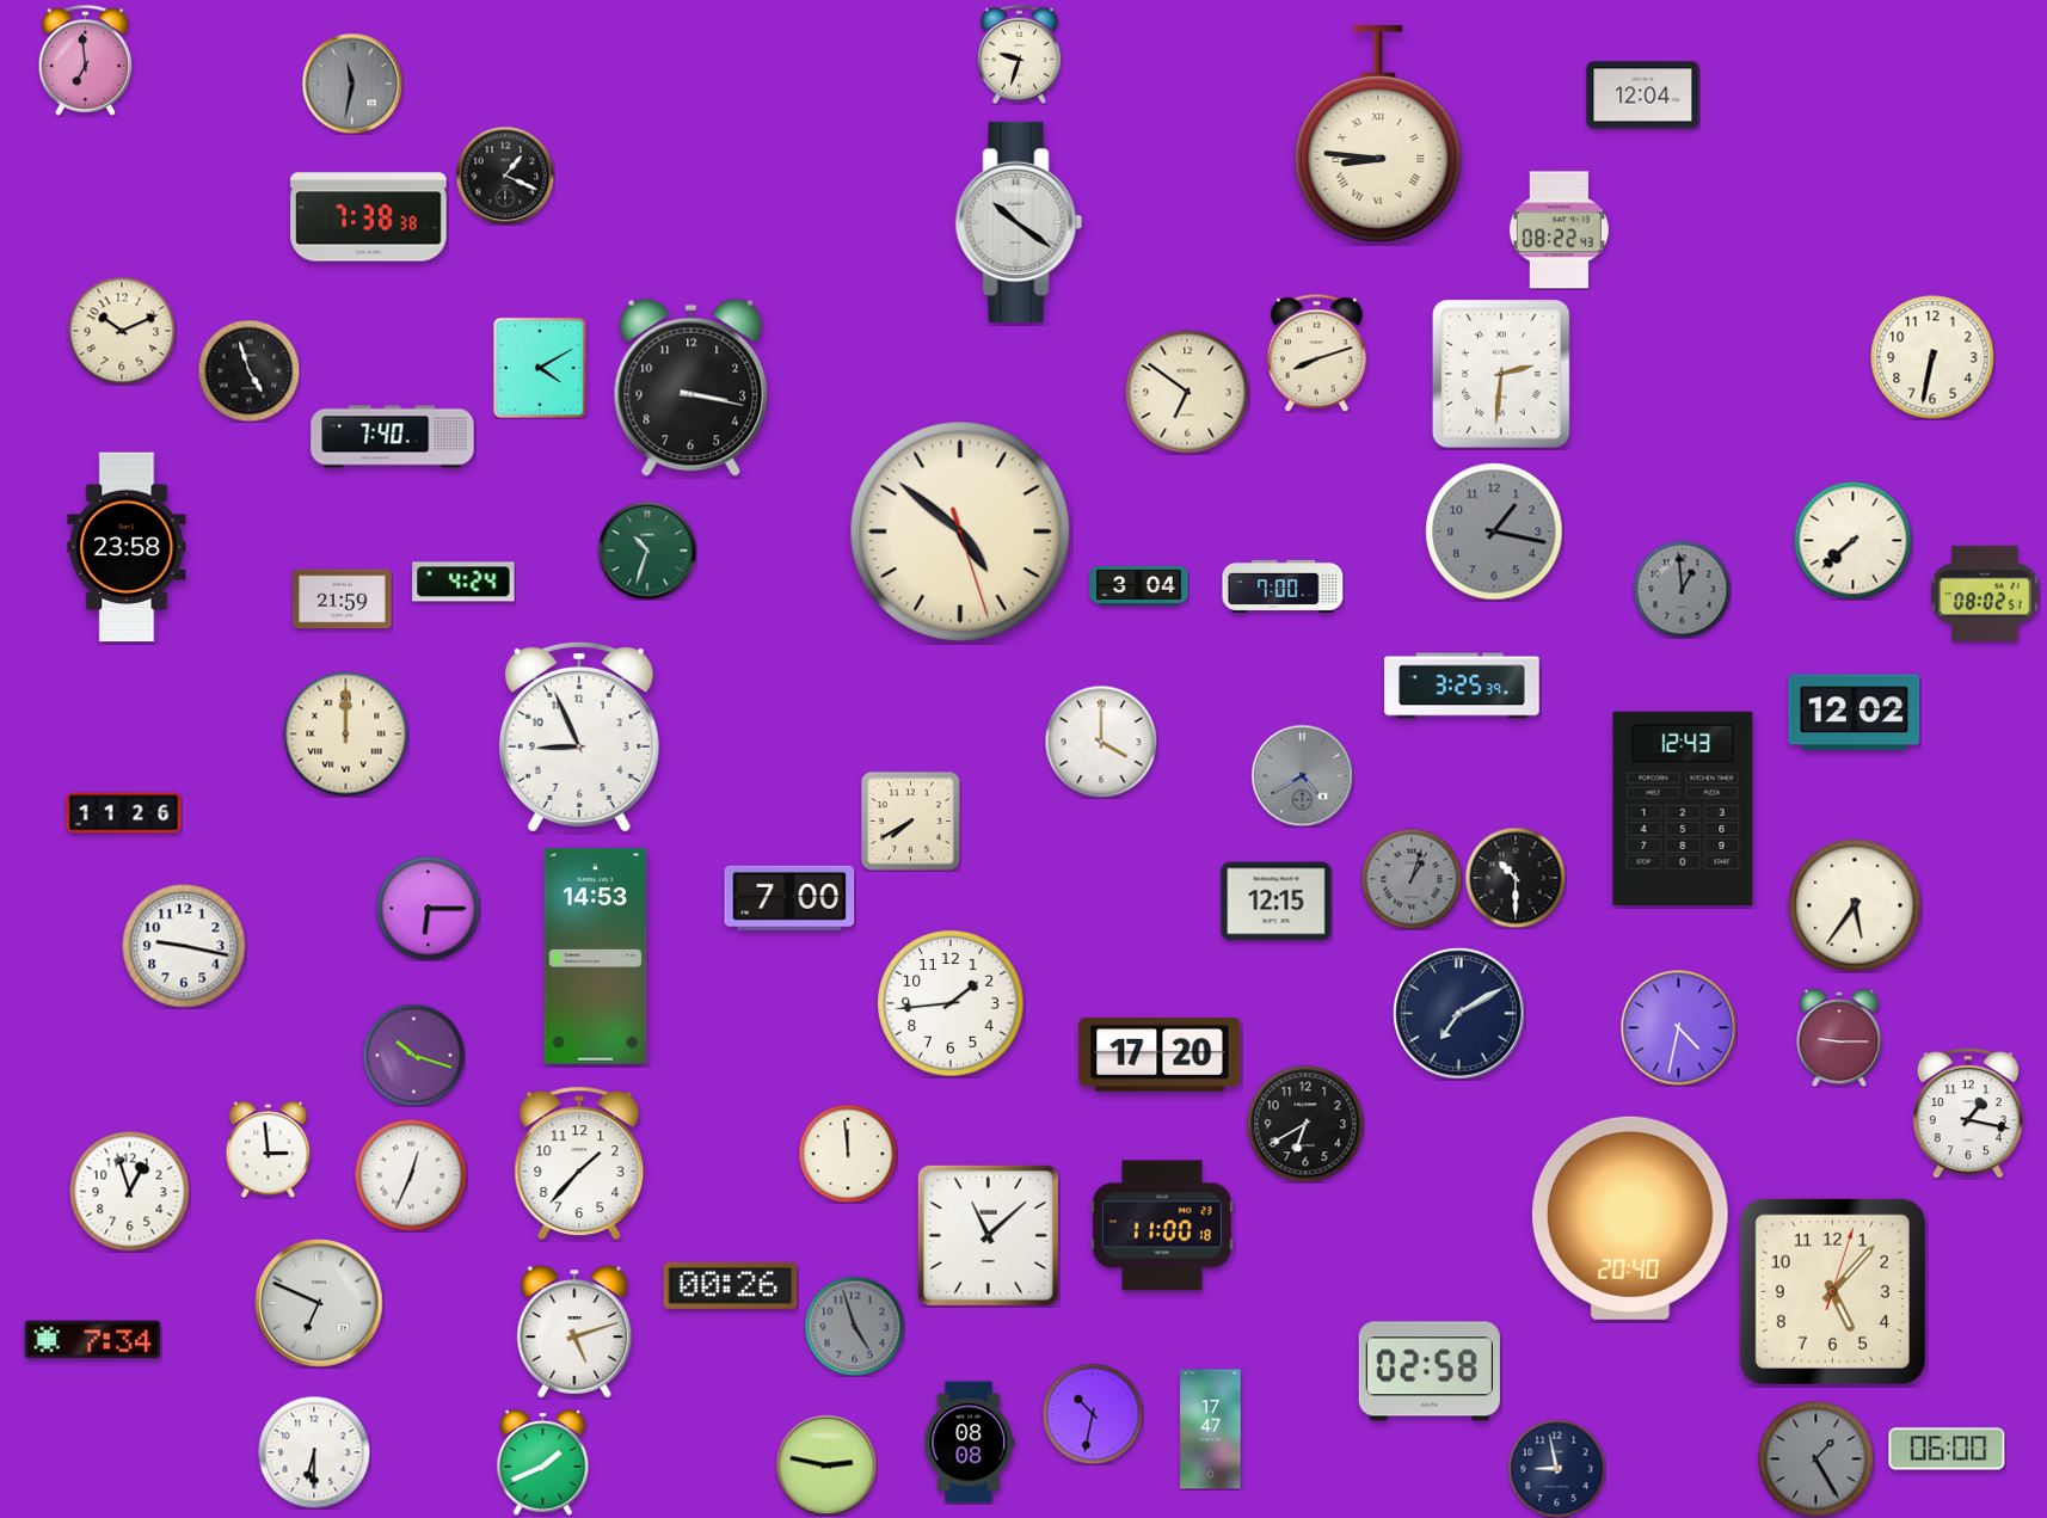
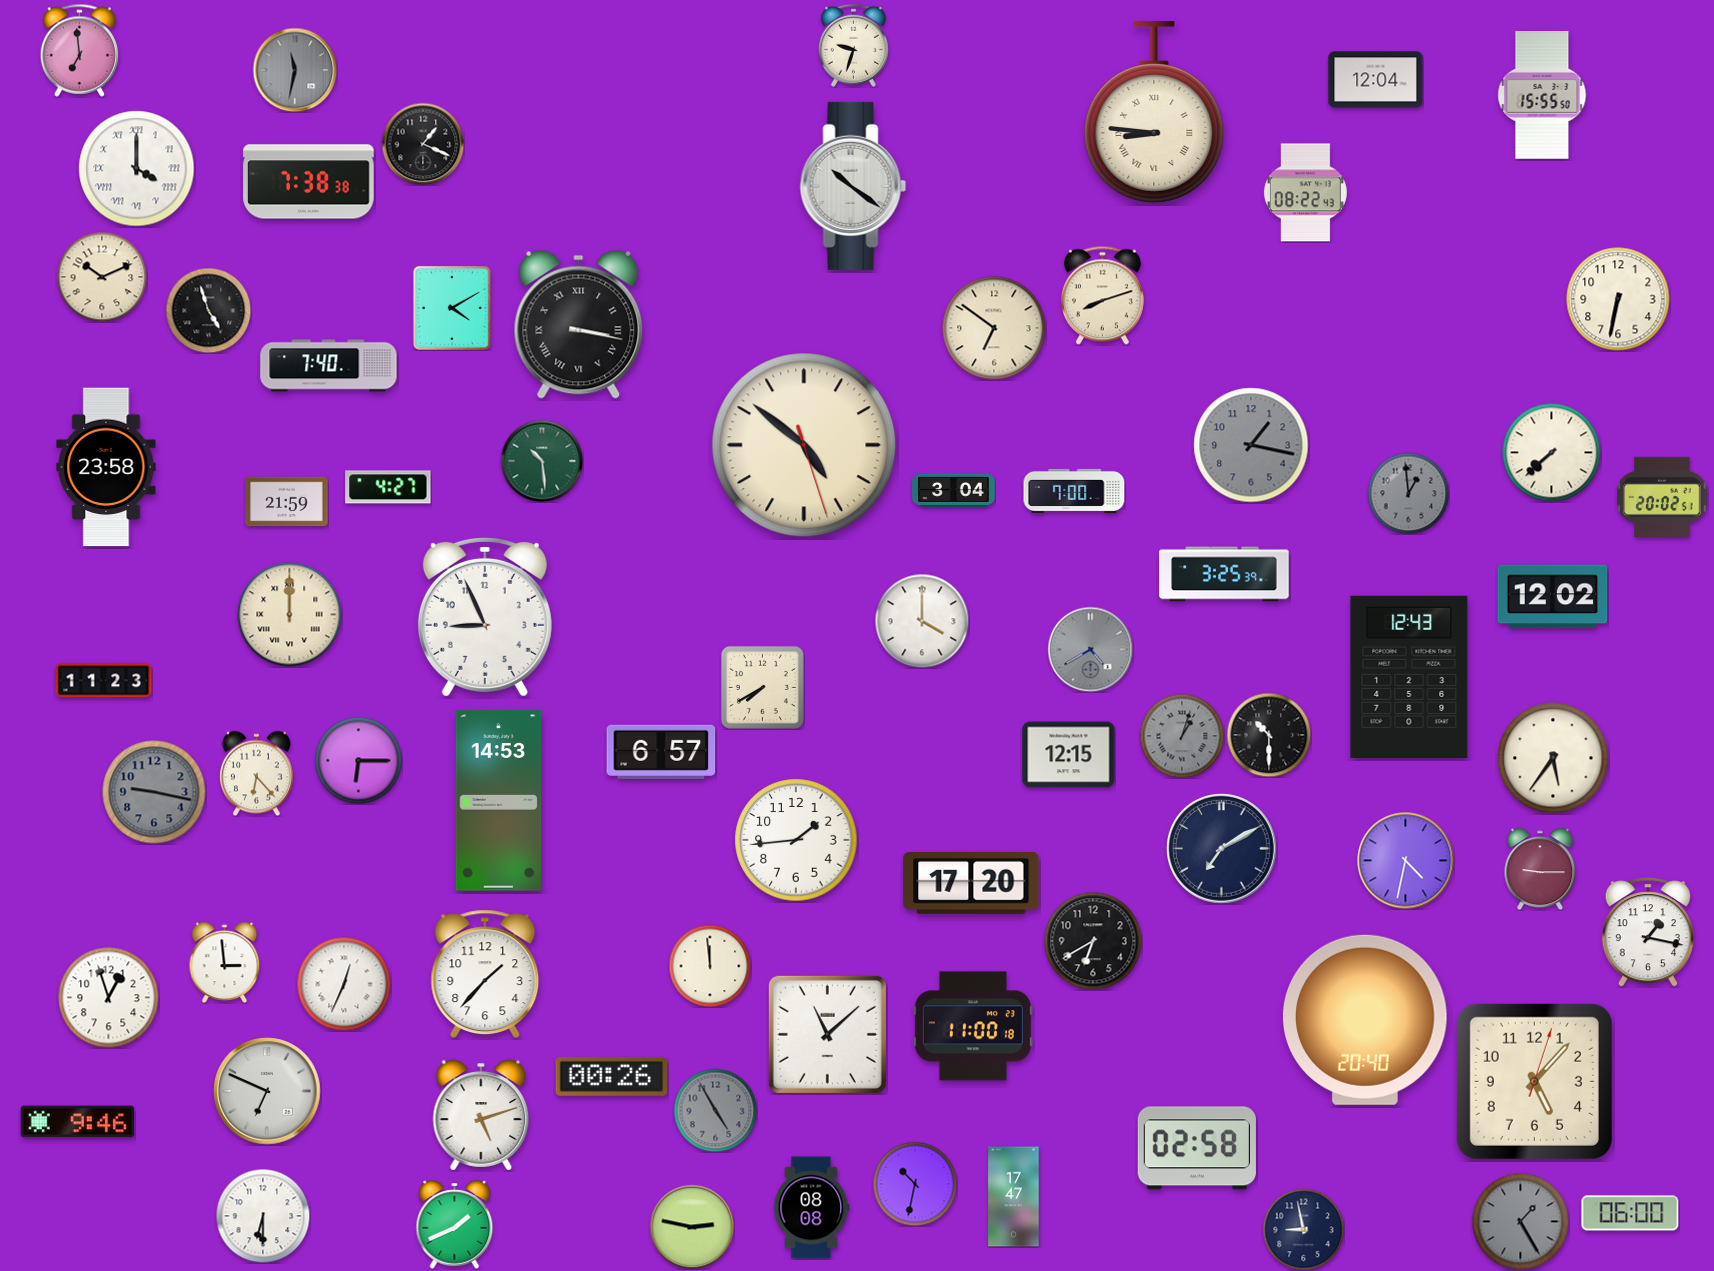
clock at (86, 60) position: (86, 60) -> (80, 50)
clock at (1542, 95): none -> 15:55
clock at (505, 176) position: (505, 176) -> (423, 144)
clock at (137, 169): none -> 4:00
clock at (1501, 374): 2:31 -> none
clock at (691, 387) numerals: Arabic -> Roman
clock at (127, 547) position: (127, 547) -> (106, 467)
clock at (647, 551): 10:33 -> 10:29
clock at (463, 582): 4:24 -> 4:27
clock at (1985, 594): 08:02 -> 20:02
clock at (124, 813): 11:26 -> 11:23
clock at (789, 898): 7:00 -> 6:57
clock at (257, 773): none -> 6:23
clock at (184, 946) dial: white -> grey
clock at (413, 1055): 10:18 -> none
clock at (854, 1326): 4:57 -> 4:55
clock at (93, 1340): 7:34 -> 9:46
